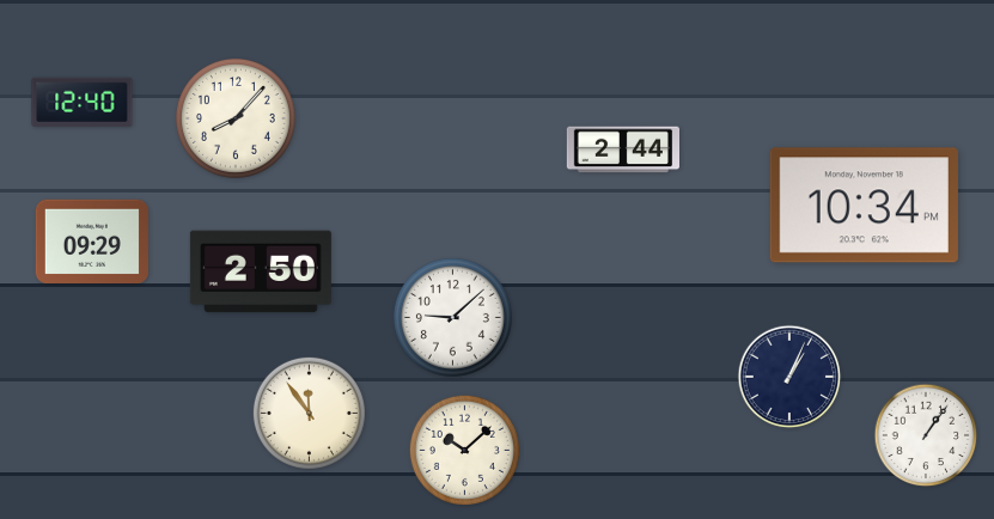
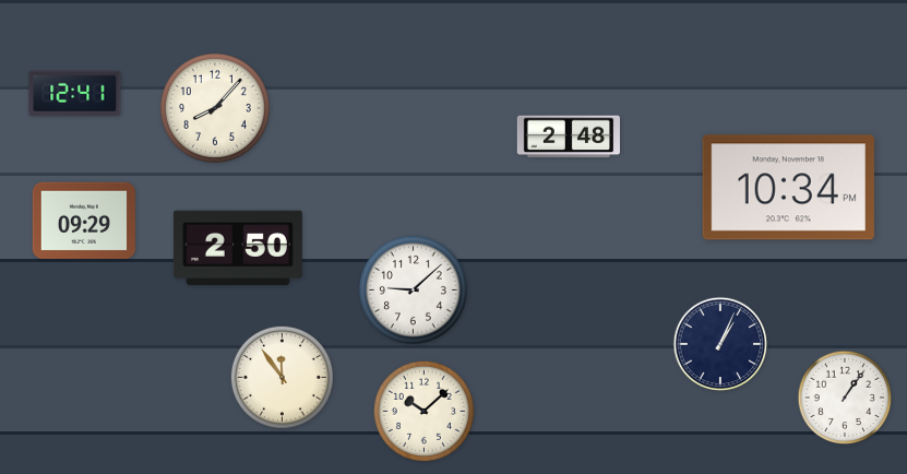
clock at (83, 102): 12:40 -> 12:41
clock at (622, 149): 2:44 -> 2:48
